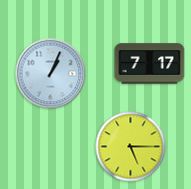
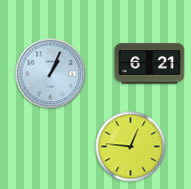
clock at (150, 64): 7:17 -> 6:21
clock at (131, 147): 5:15 -> 12:46
